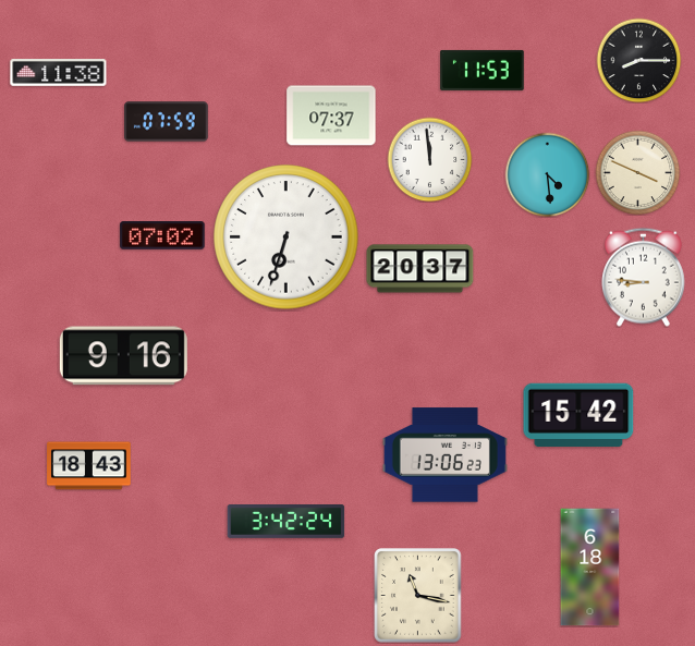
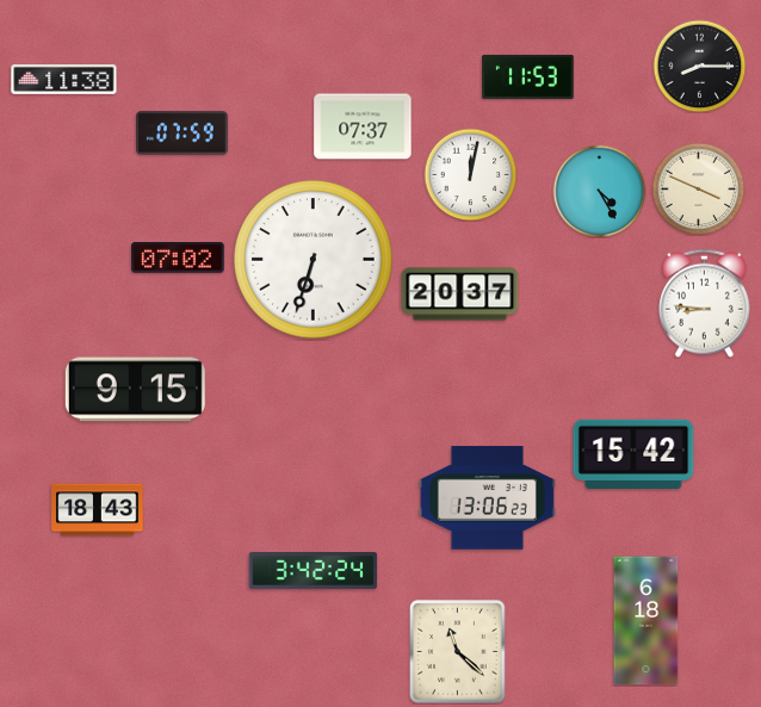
clock at (429, 159): 11:59 -> 12:02
clock at (547, 174): 4:29 -> 4:25
clock at (123, 356): 9:16 -> 9:15
clock at (418, 596): 11:17 -> 11:22
